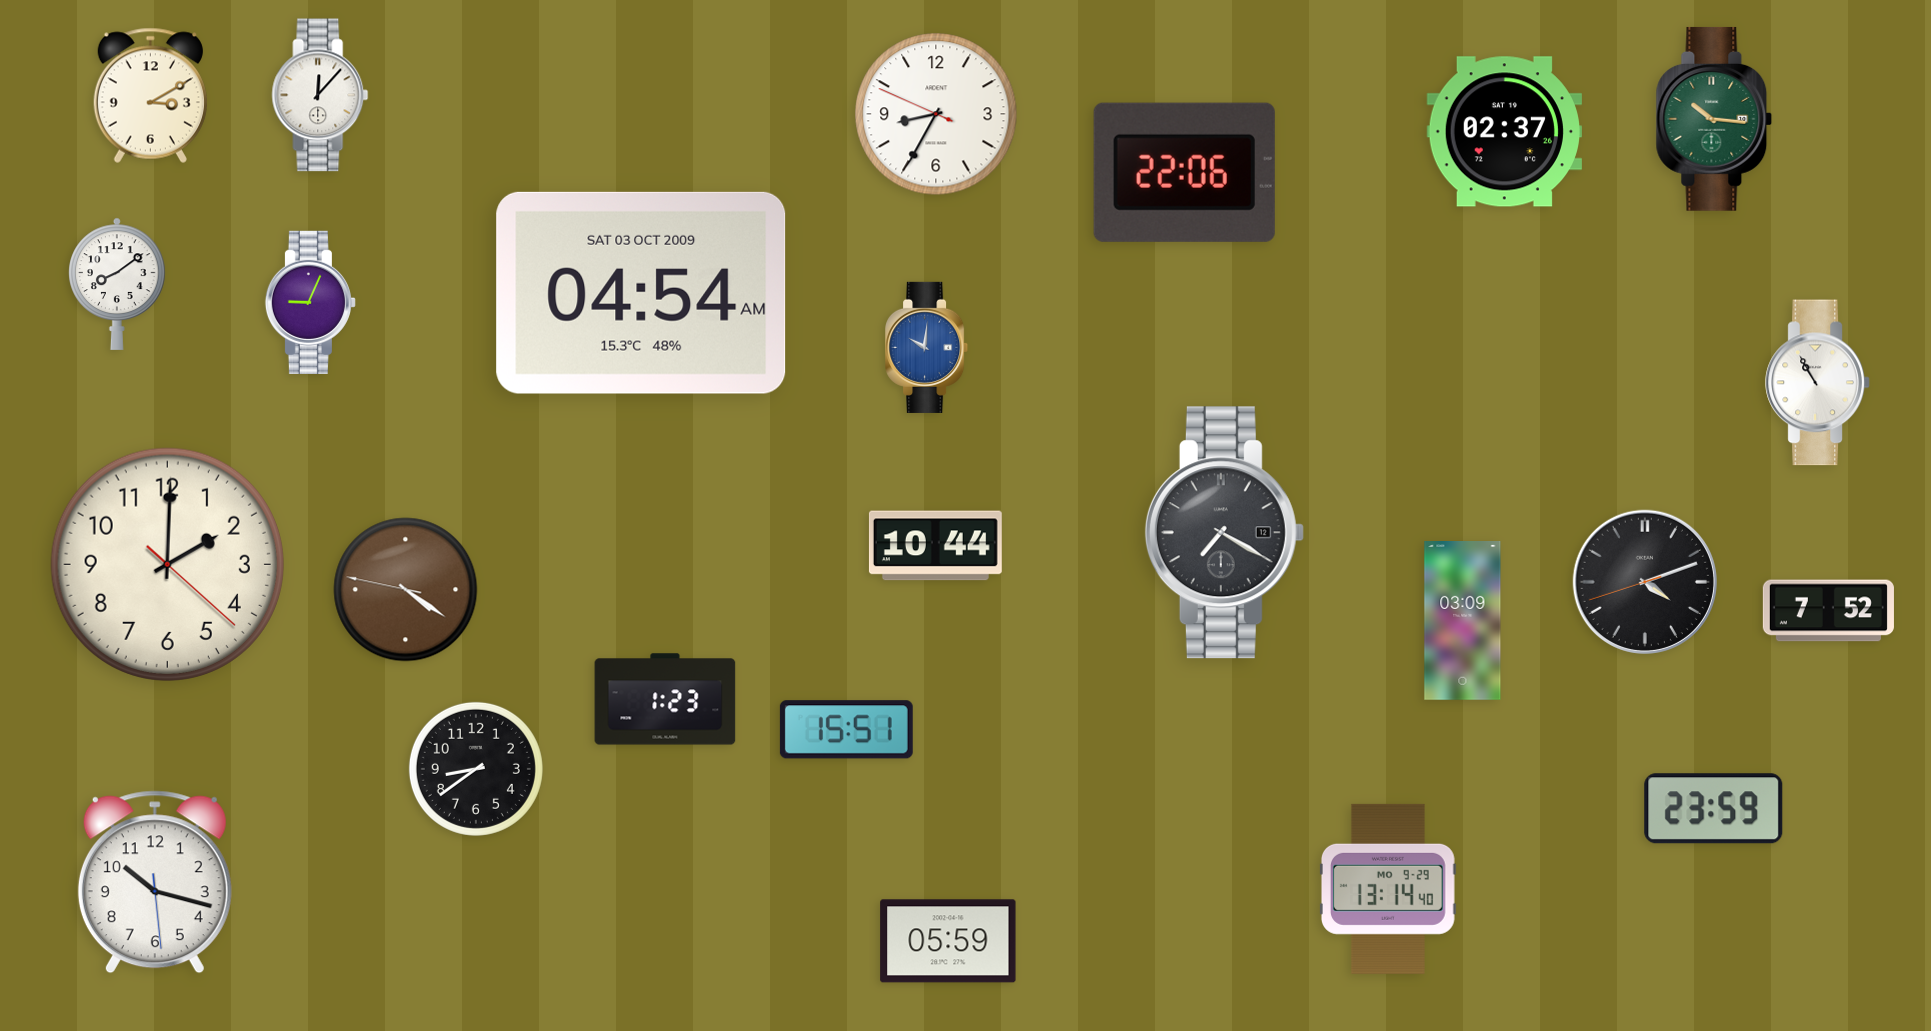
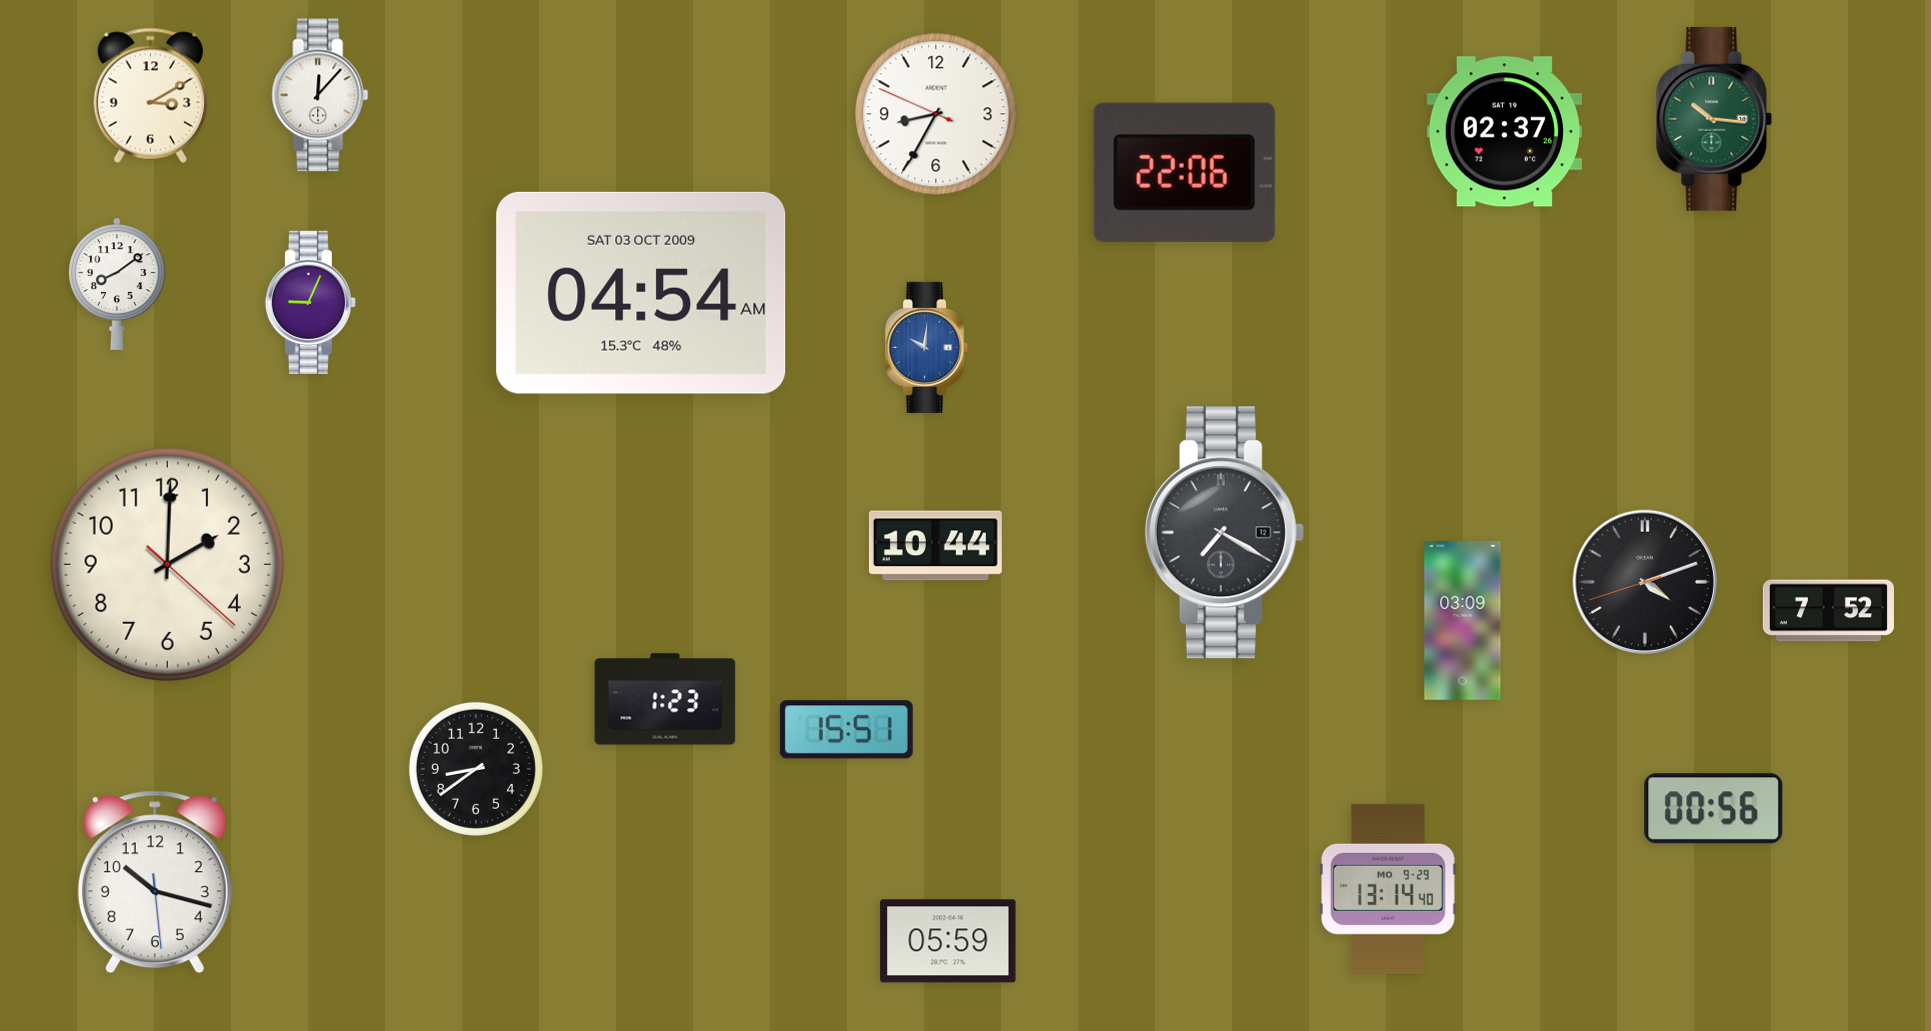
clock at (1818, 383): 10:55 -> none
clock at (406, 590): 4:20 -> none
clock at (1714, 809): 23:59 -> 00:56
